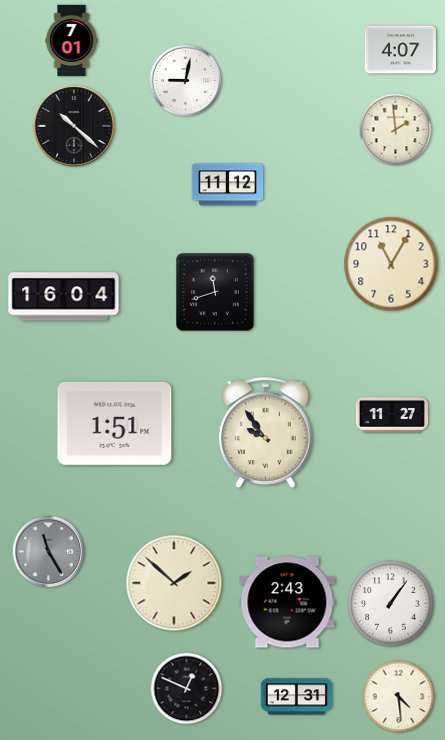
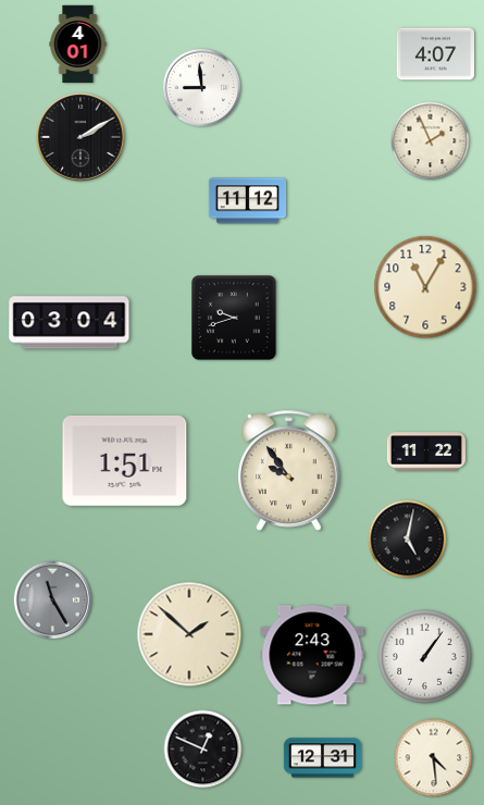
clock at (72, 41): 7:01 -> 4:01
clock at (186, 81): 9:02 -> 8:59
clock at (75, 127): 10:22 -> 2:10
clock at (396, 130): 1:59 -> 1:56
clock at (216, 293): 11:42 -> 9:42
clock at (64, 297): 16:04 -> 03:04
clock at (392, 415): 11:27 -> 11:22
clock at (408, 540): none -> 5:02
